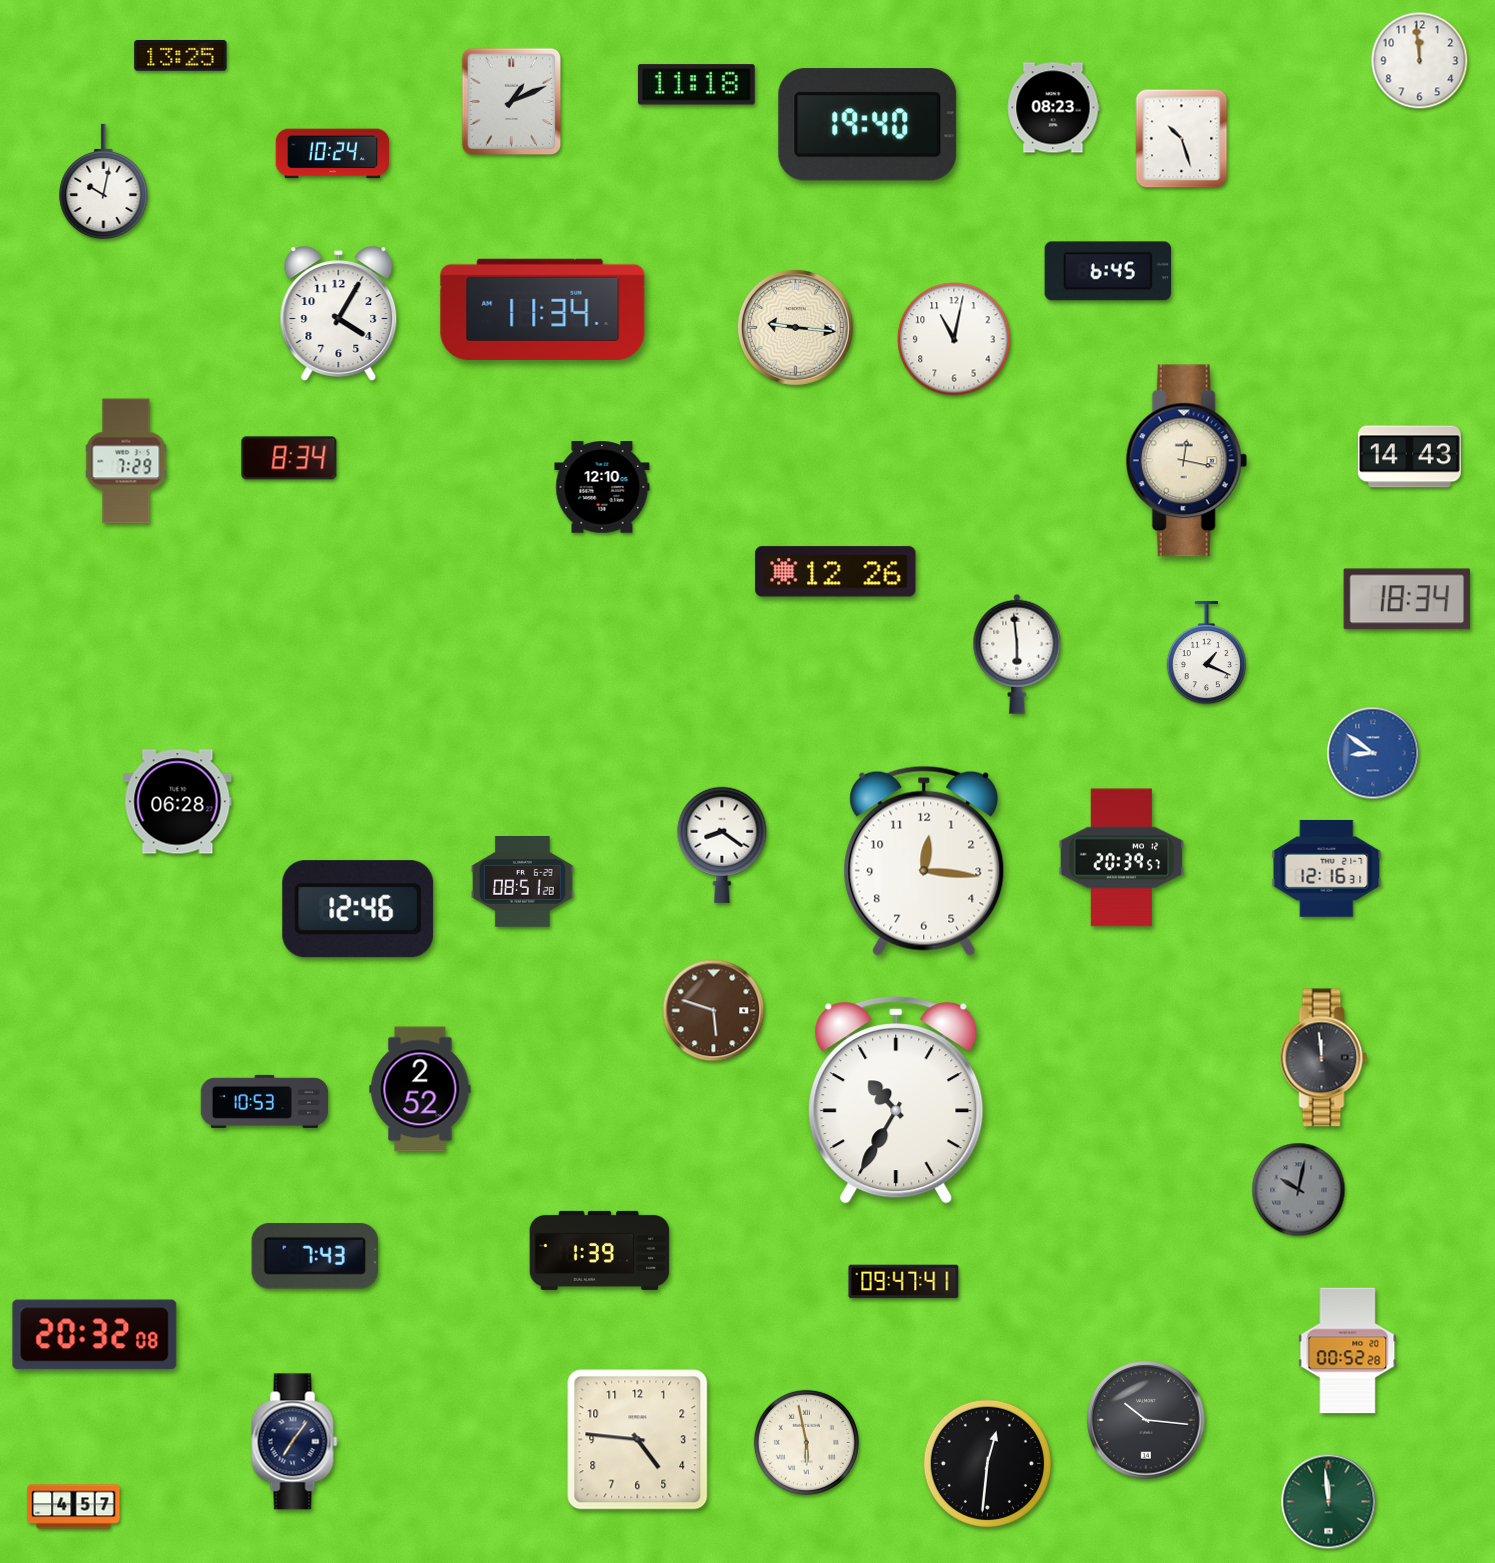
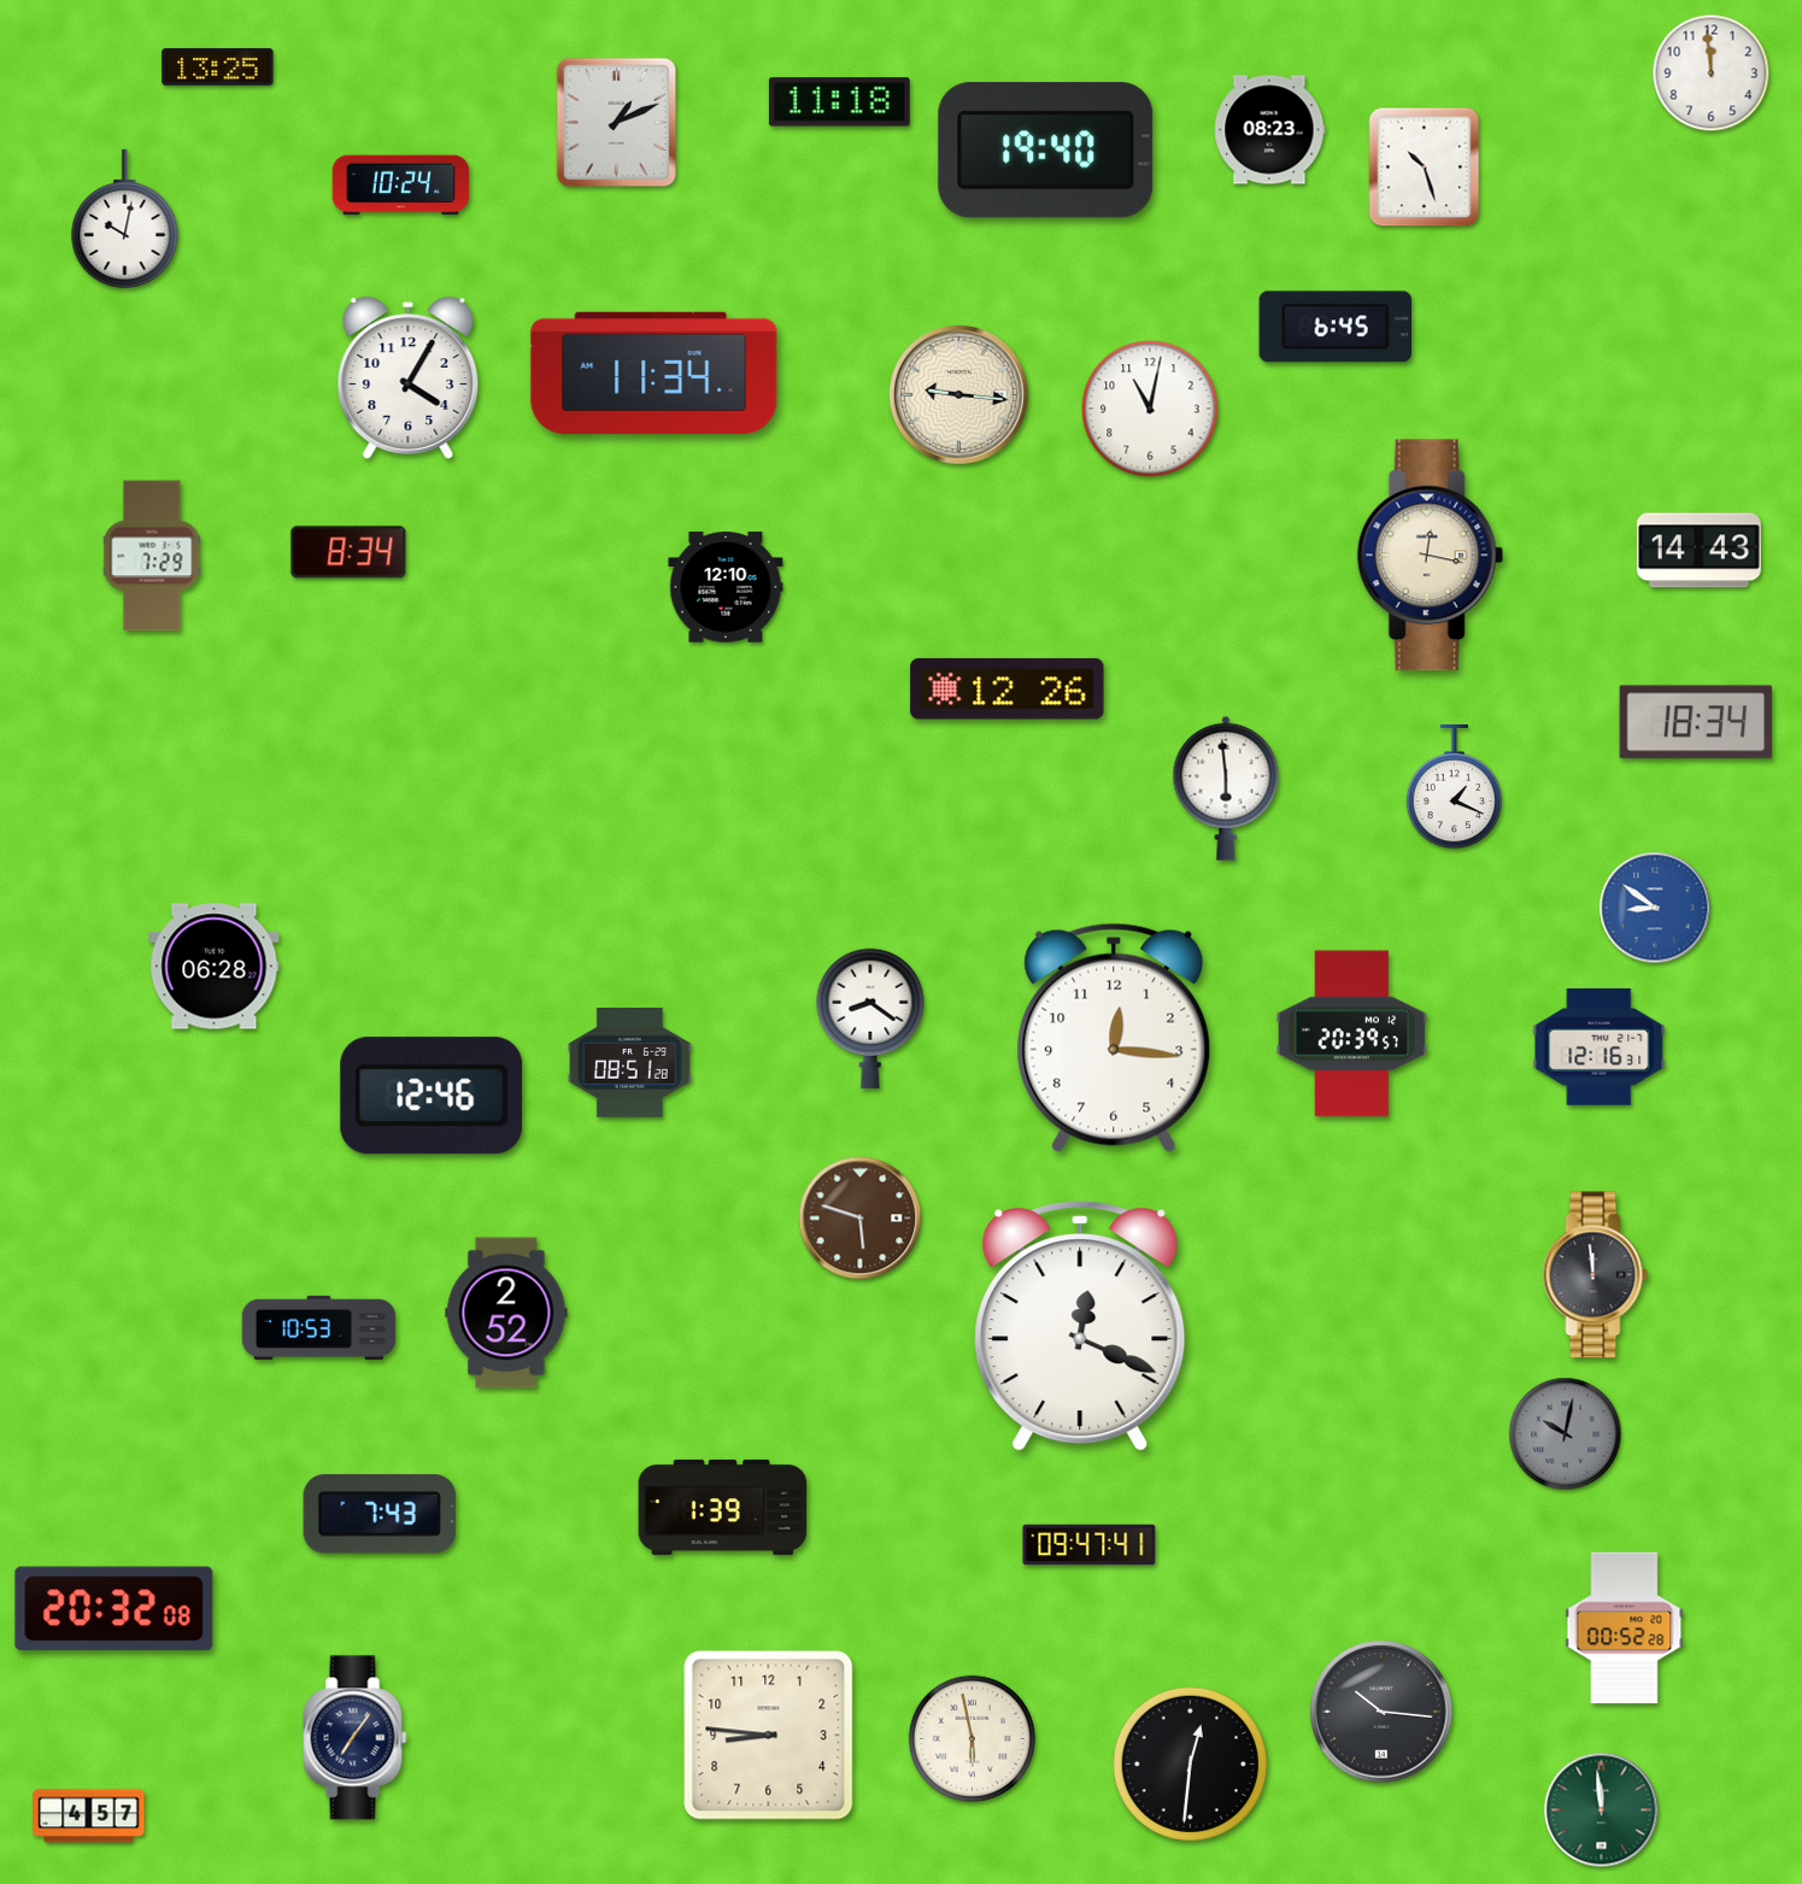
clock at (896, 1100): 10:35 -> 12:19
clock at (638, 1440): 4:46 -> 8:46
